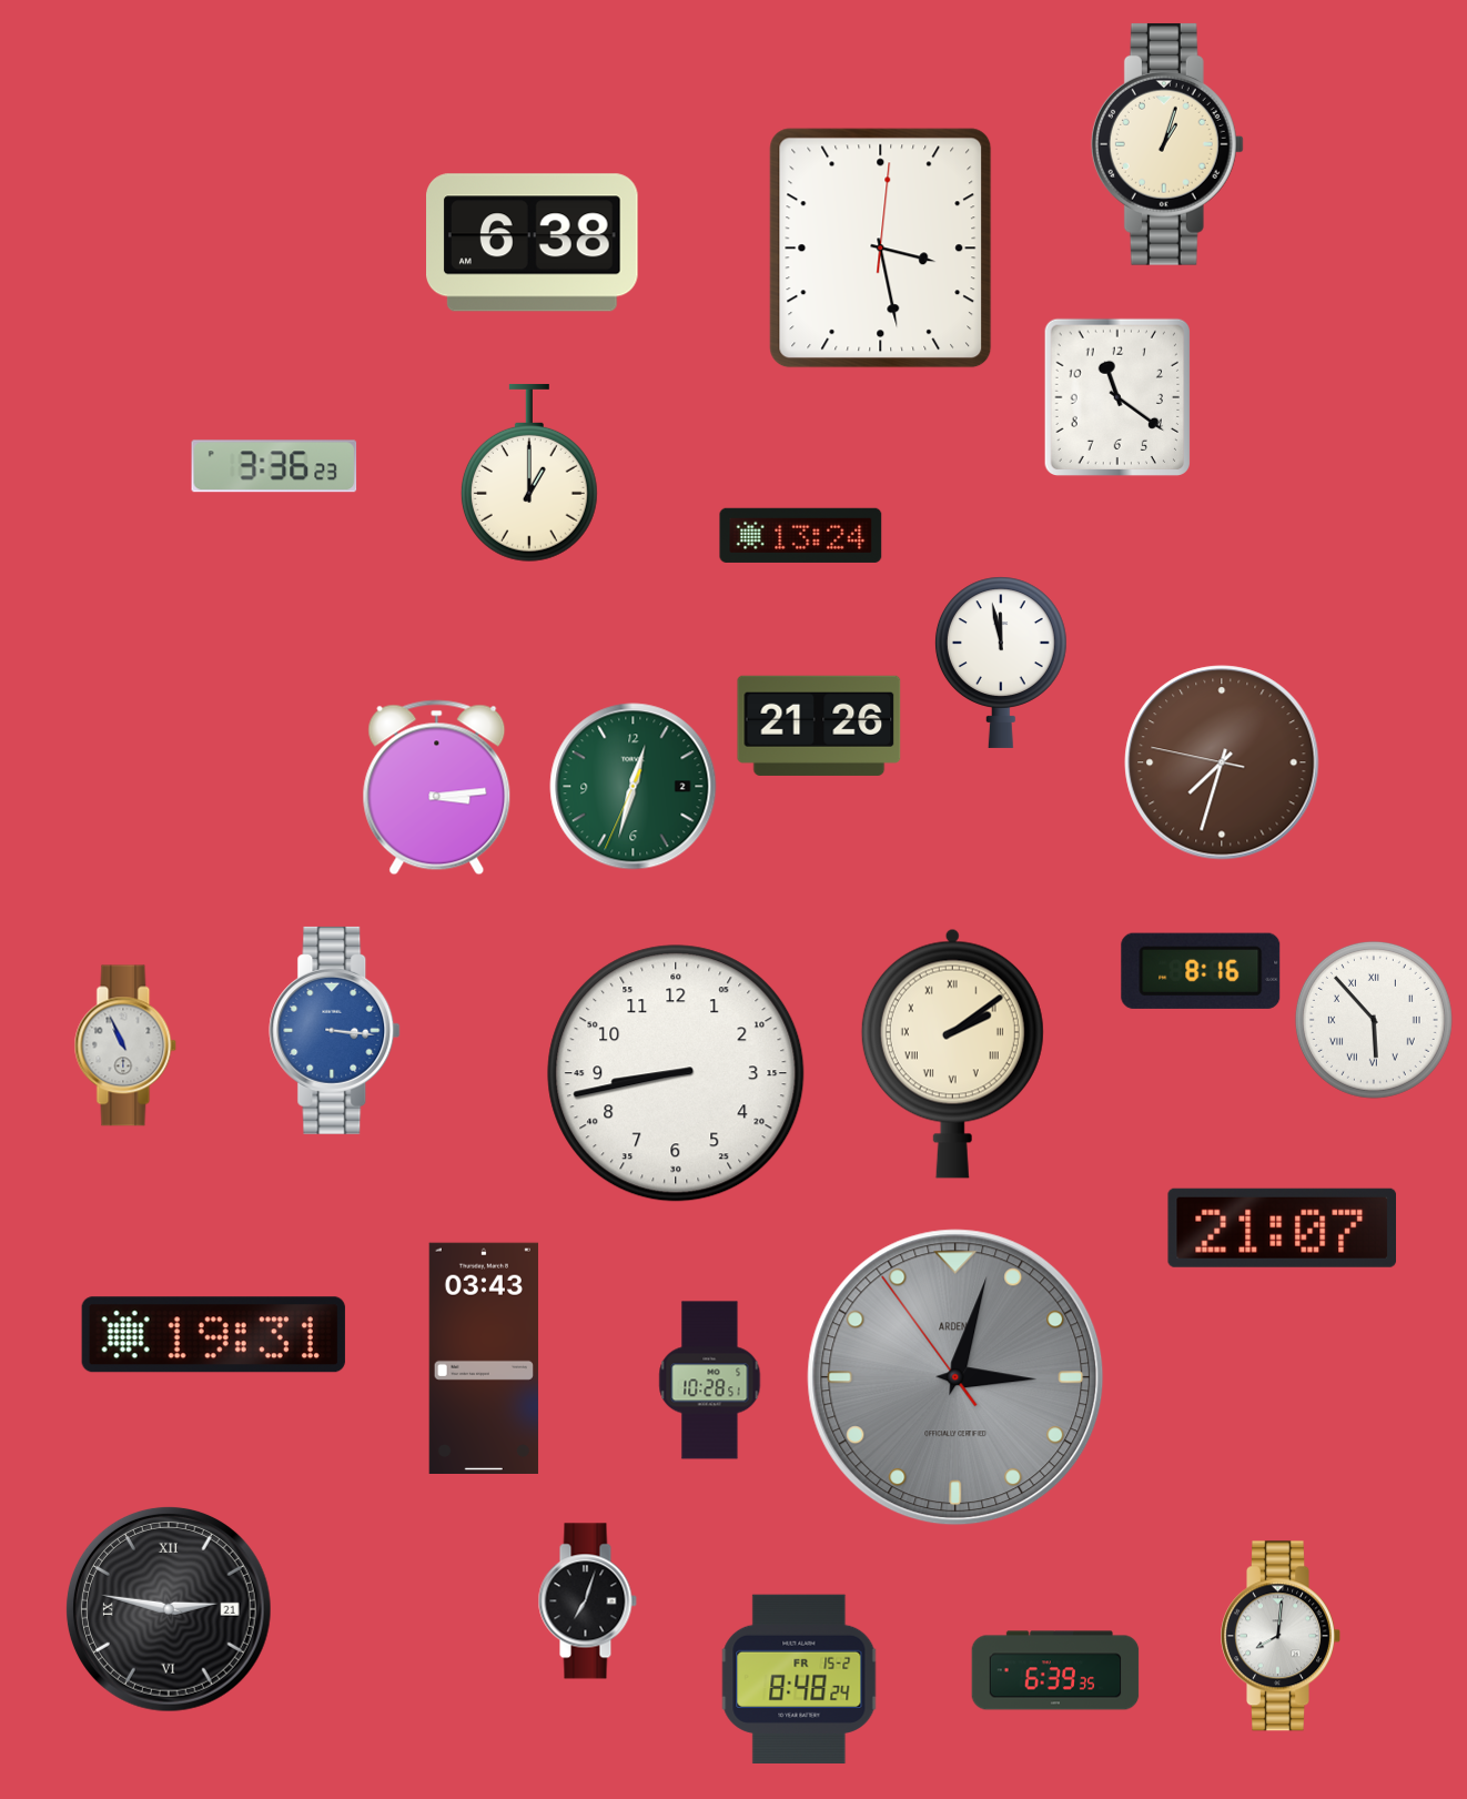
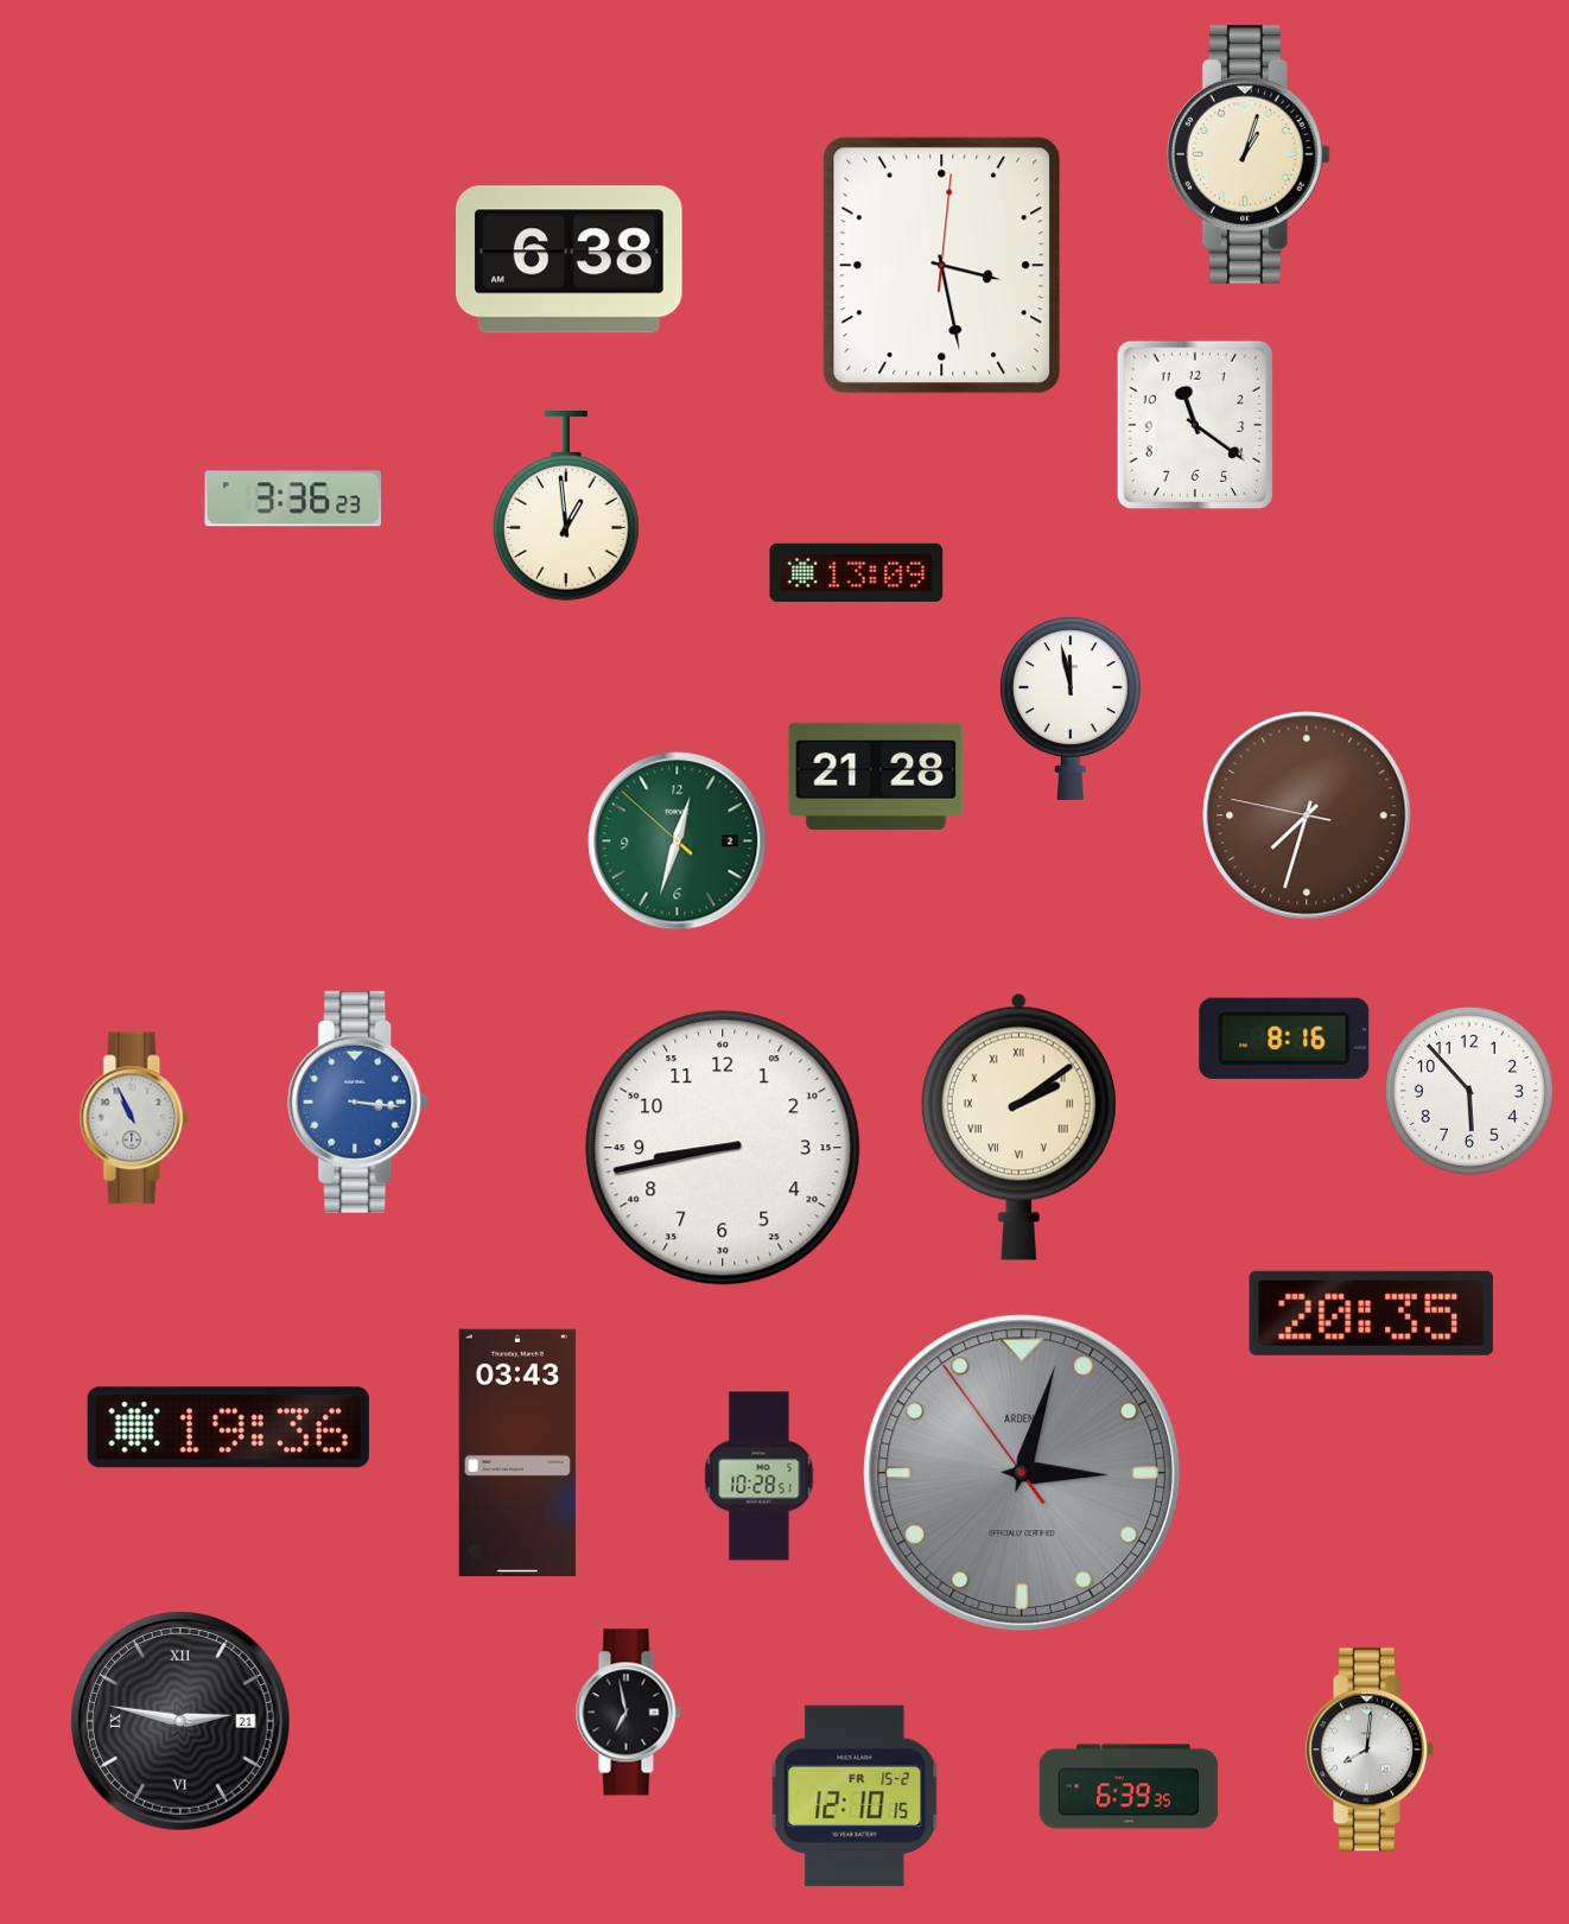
clock at (529, 473): 1:00 -> 12:59
clock at (801, 535): 13:24 -> 13:09
clock at (819, 726): 21:26 -> 21:28
clock at (634, 787): 12:32:34 -> 12:32:52
clock at (437, 788): 3:14 -> none
clock at (1374, 1020) numerals: Roman -> Arabic
clock at (1282, 1227): 21:07 -> 20:35
clock at (213, 1335): 19:31 -> 19:36
clock at (587, 1601): 7:03 -> 6:58
clock at (799, 1679): 8:48 -> 12:10
